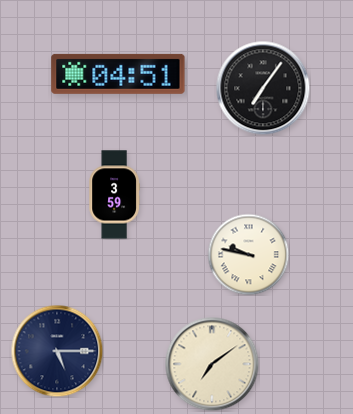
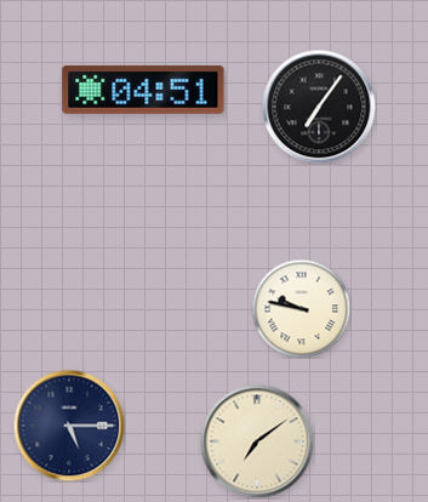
clock at (114, 195): 3:59 -> none
